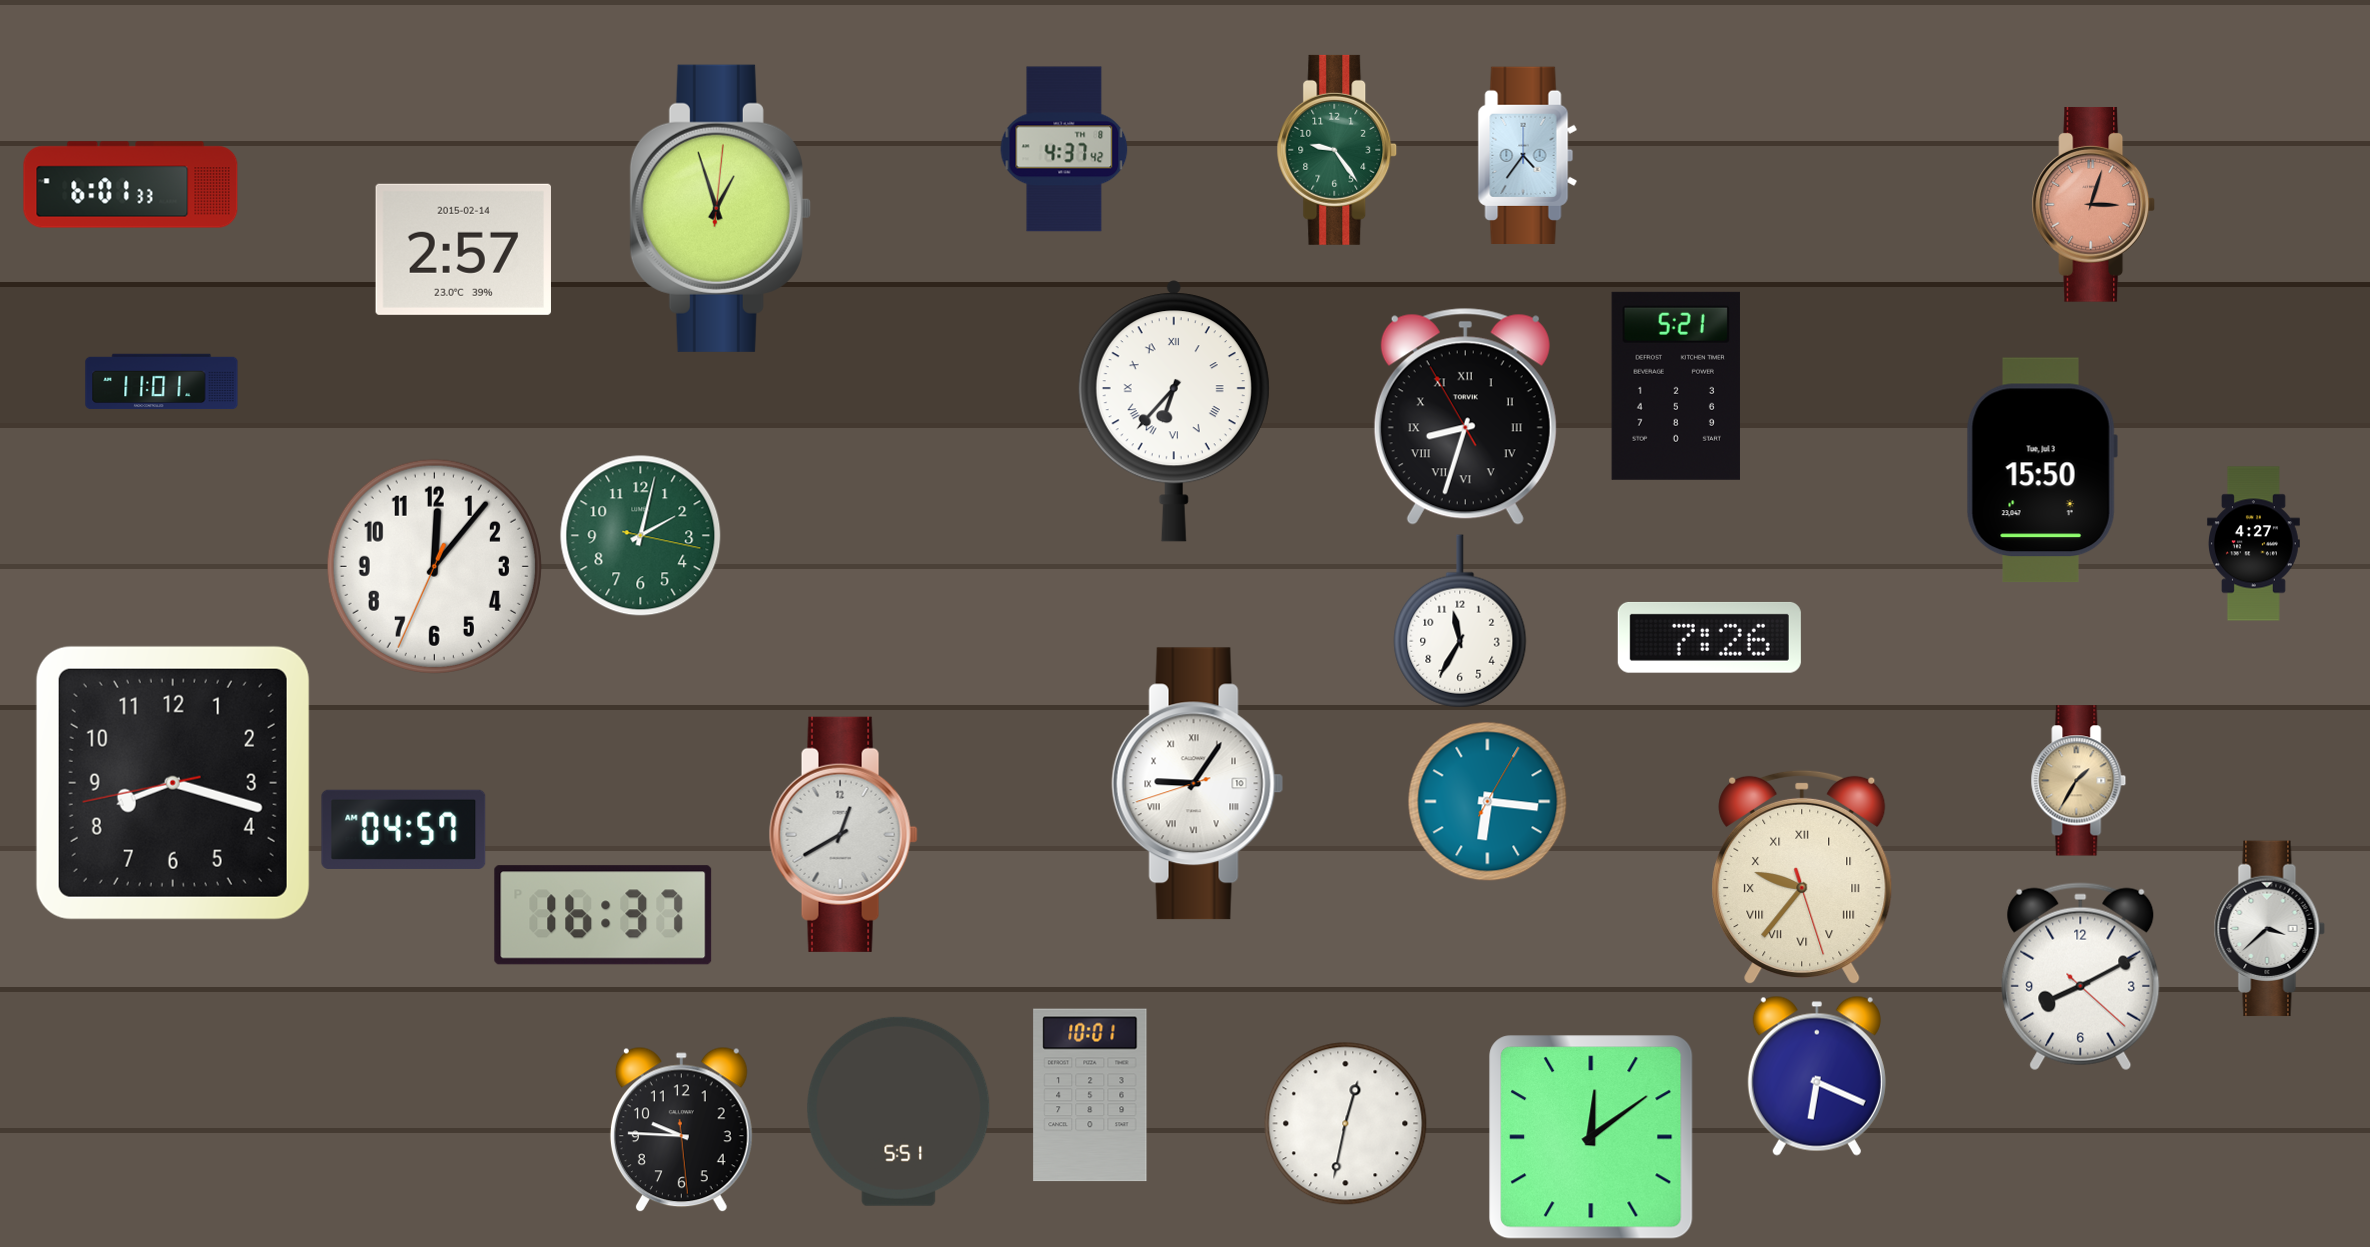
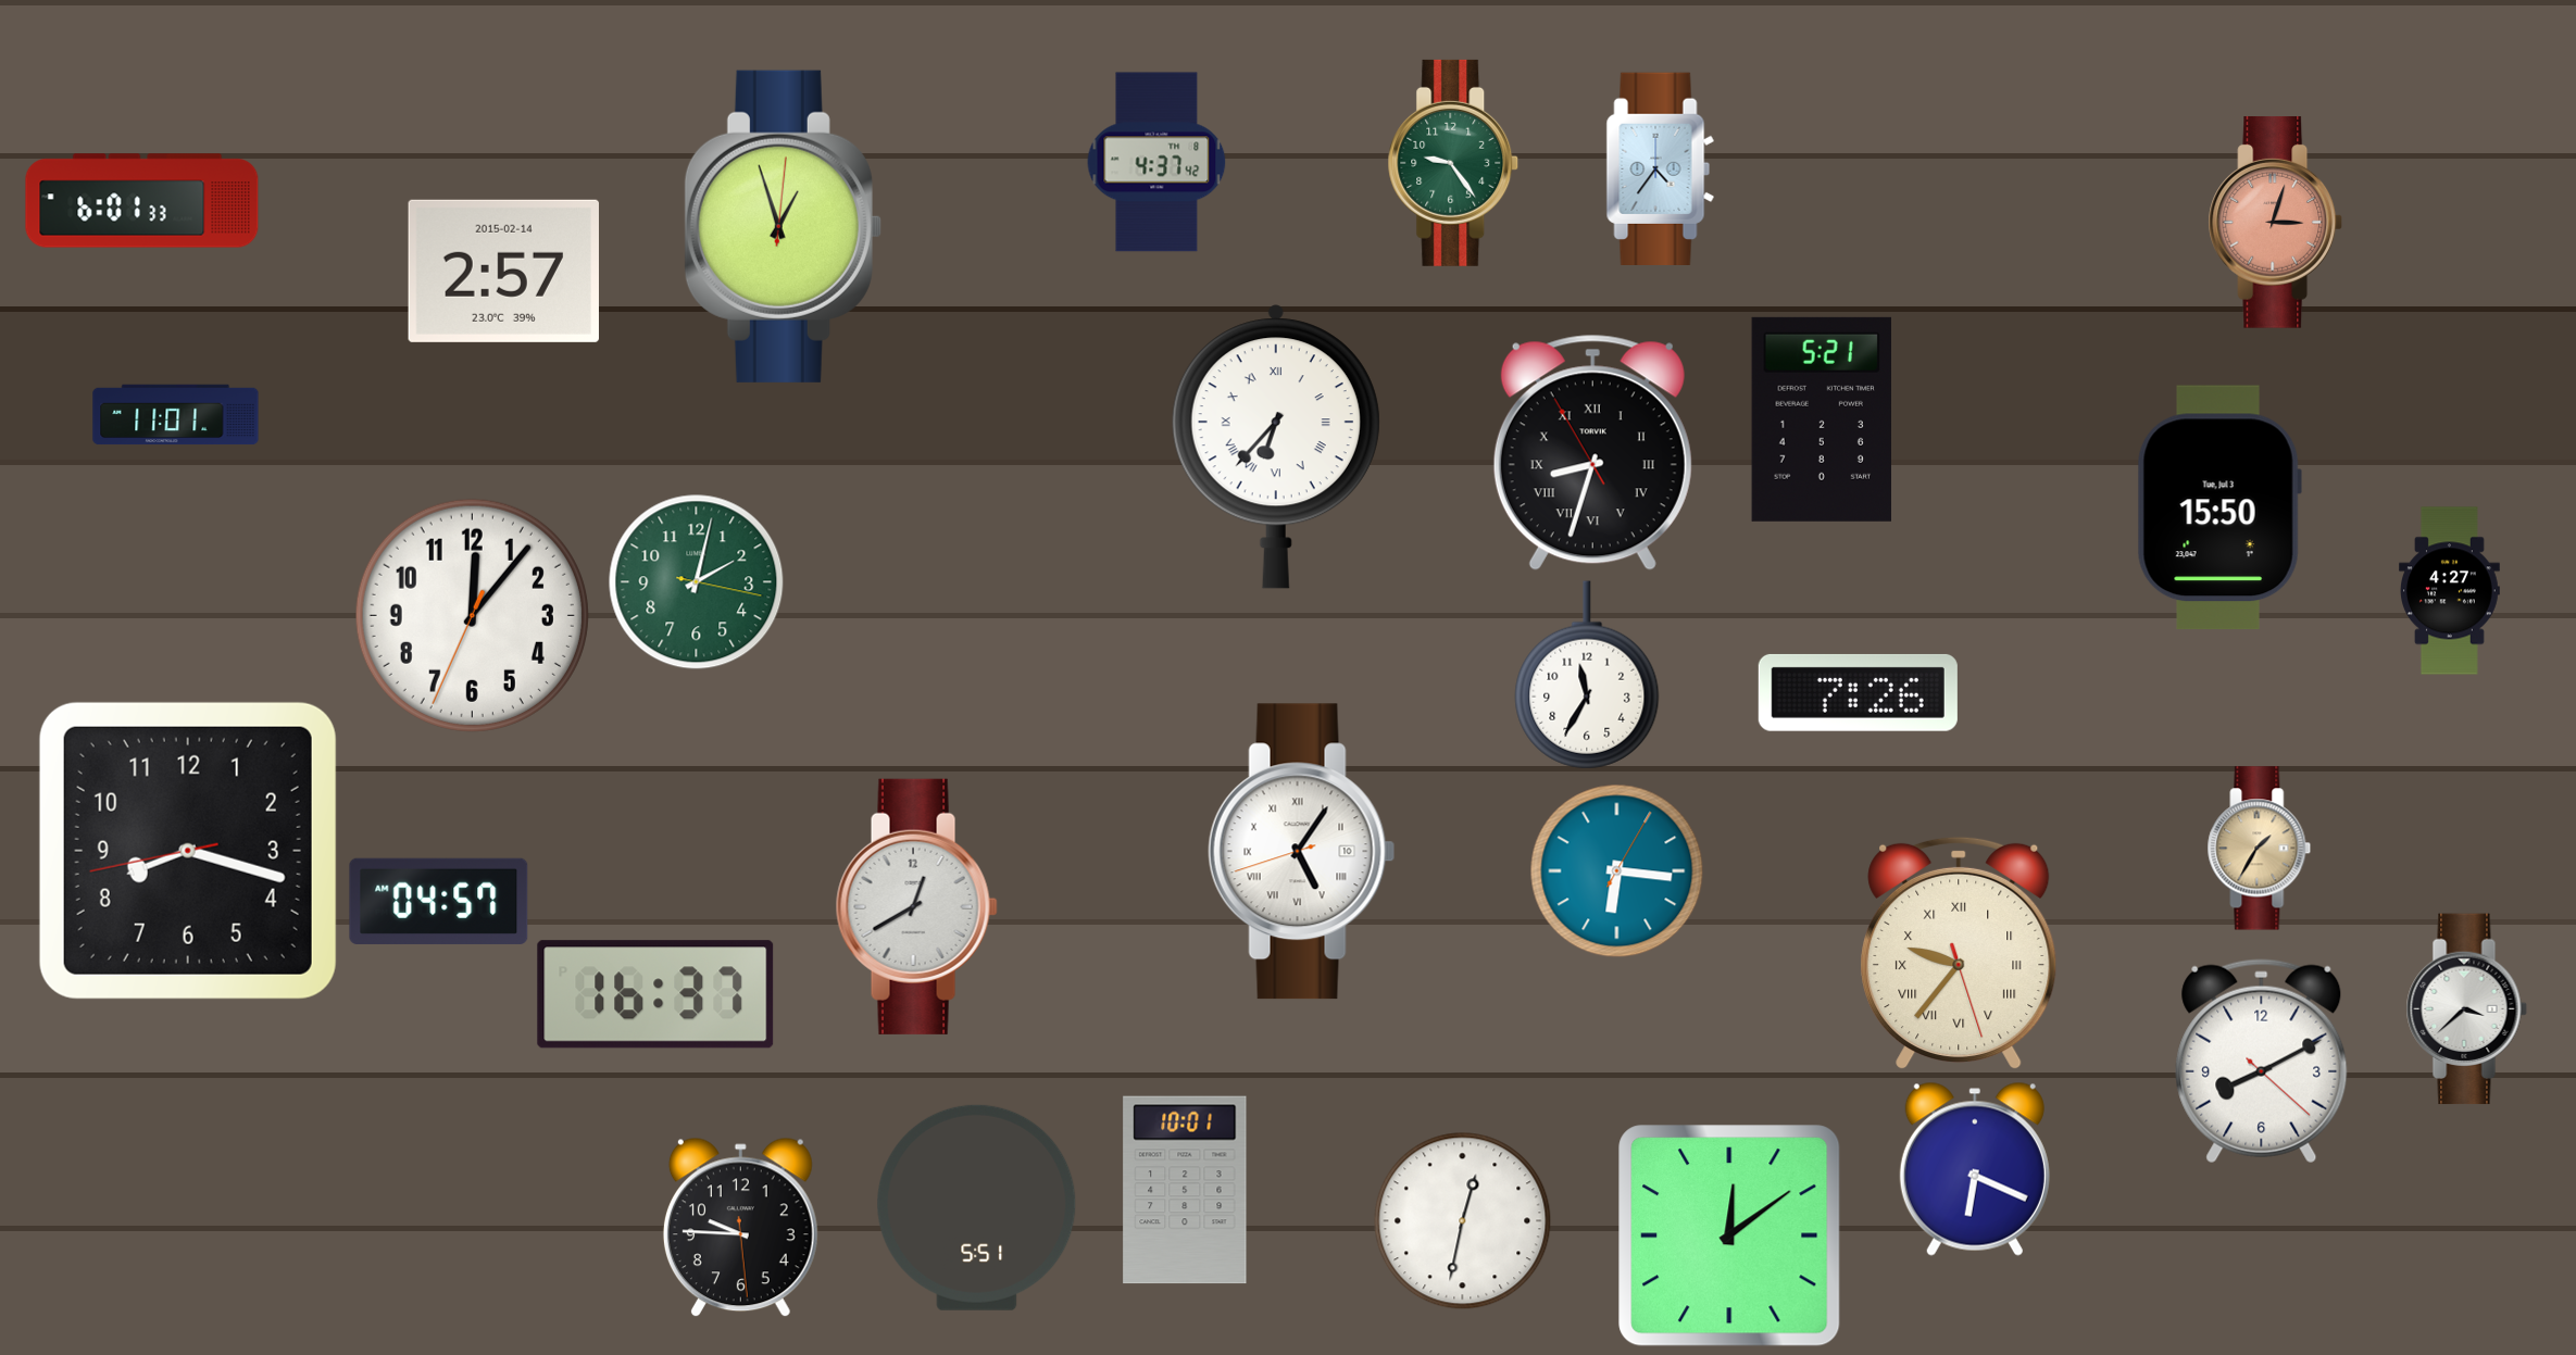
clock at (2042, 470) position: (2042, 470) -> (2219, 507)
clock at (1198, 784): 9:05 -> 5:05
